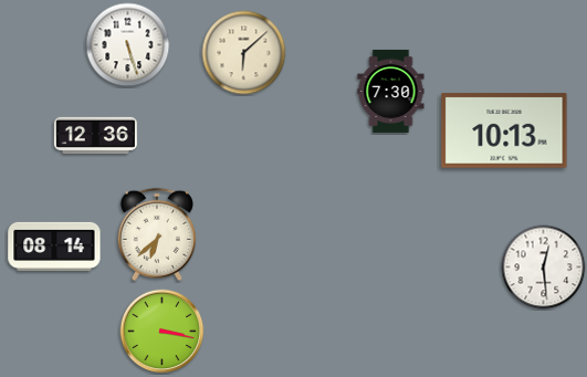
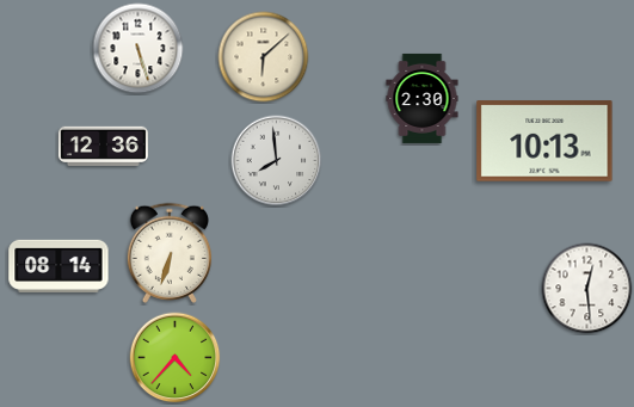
clock at (391, 91): 7:30 -> 2:30
clock at (277, 161): none -> 7:59
clock at (156, 234): 6:38 -> 6:33
clock at (163, 332): 3:17 -> 4:37
